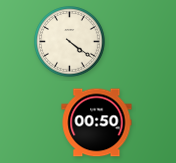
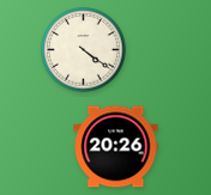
clock at (97, 123): 00:50 -> 20:26
